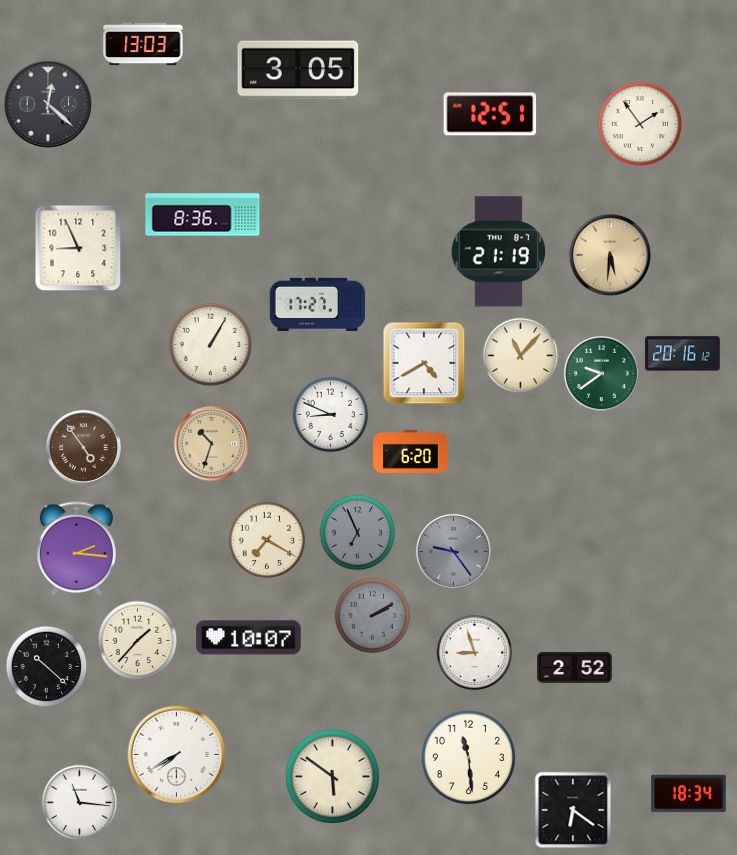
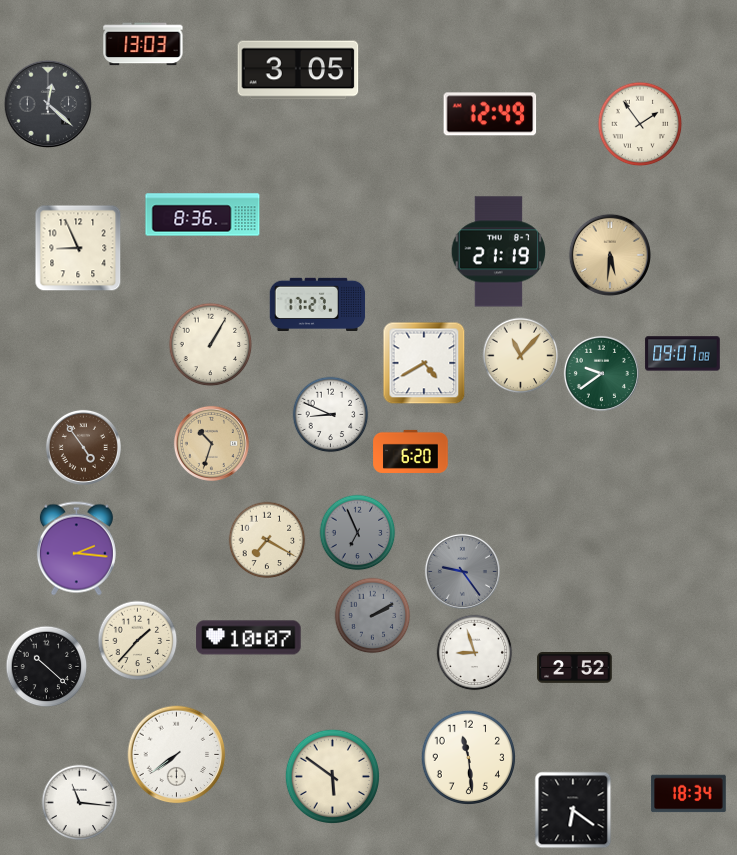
clock at (490, 114): 12:51 -> 12:49
clock at (683, 354): 20:16 -> 09:07
clock at (453, 551) position: (453, 551) -> (462, 571)
clock at (177, 755): 7:40 -> 7:39
